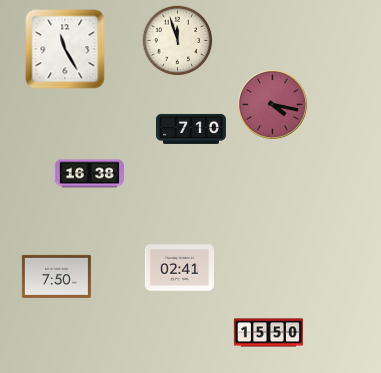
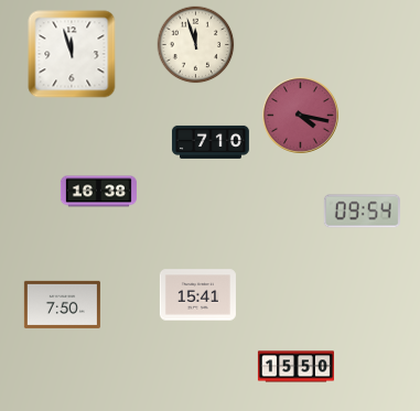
clock at (65, 49): 11:25 -> 11:57
clock at (362, 212): none -> 09:54
clock at (179, 268): 02:41 -> 15:41
